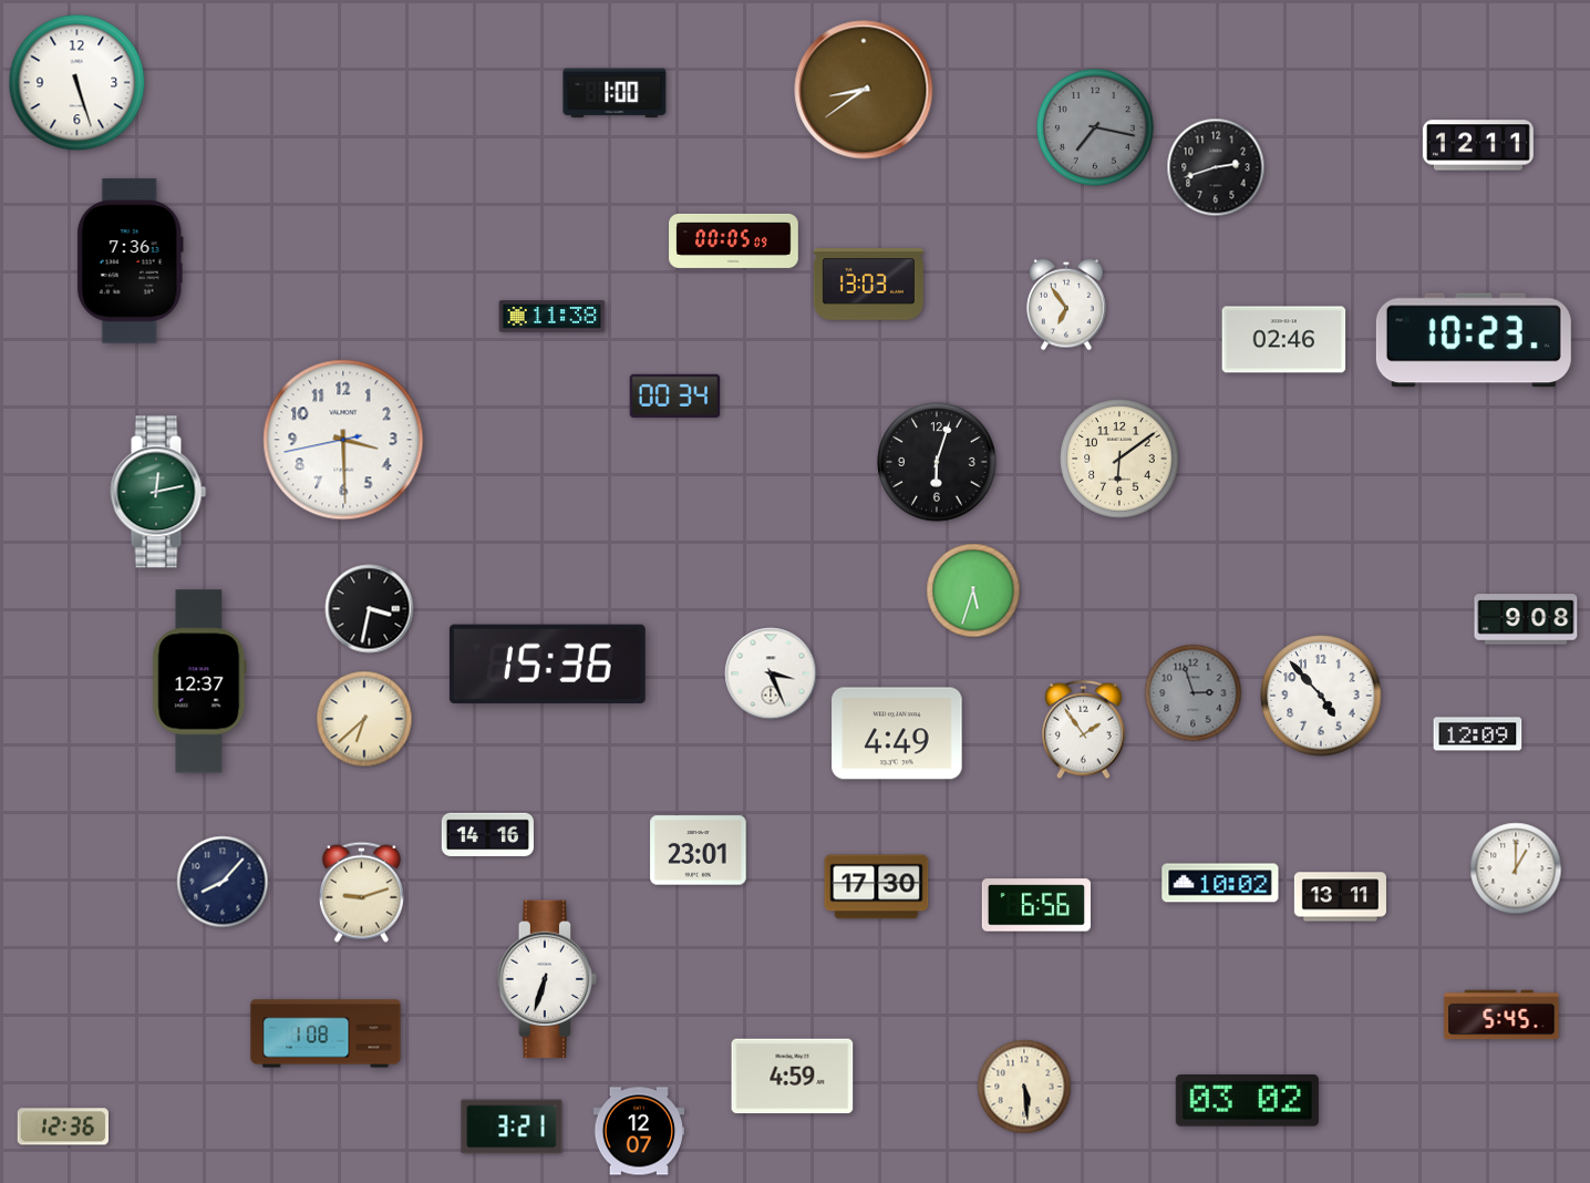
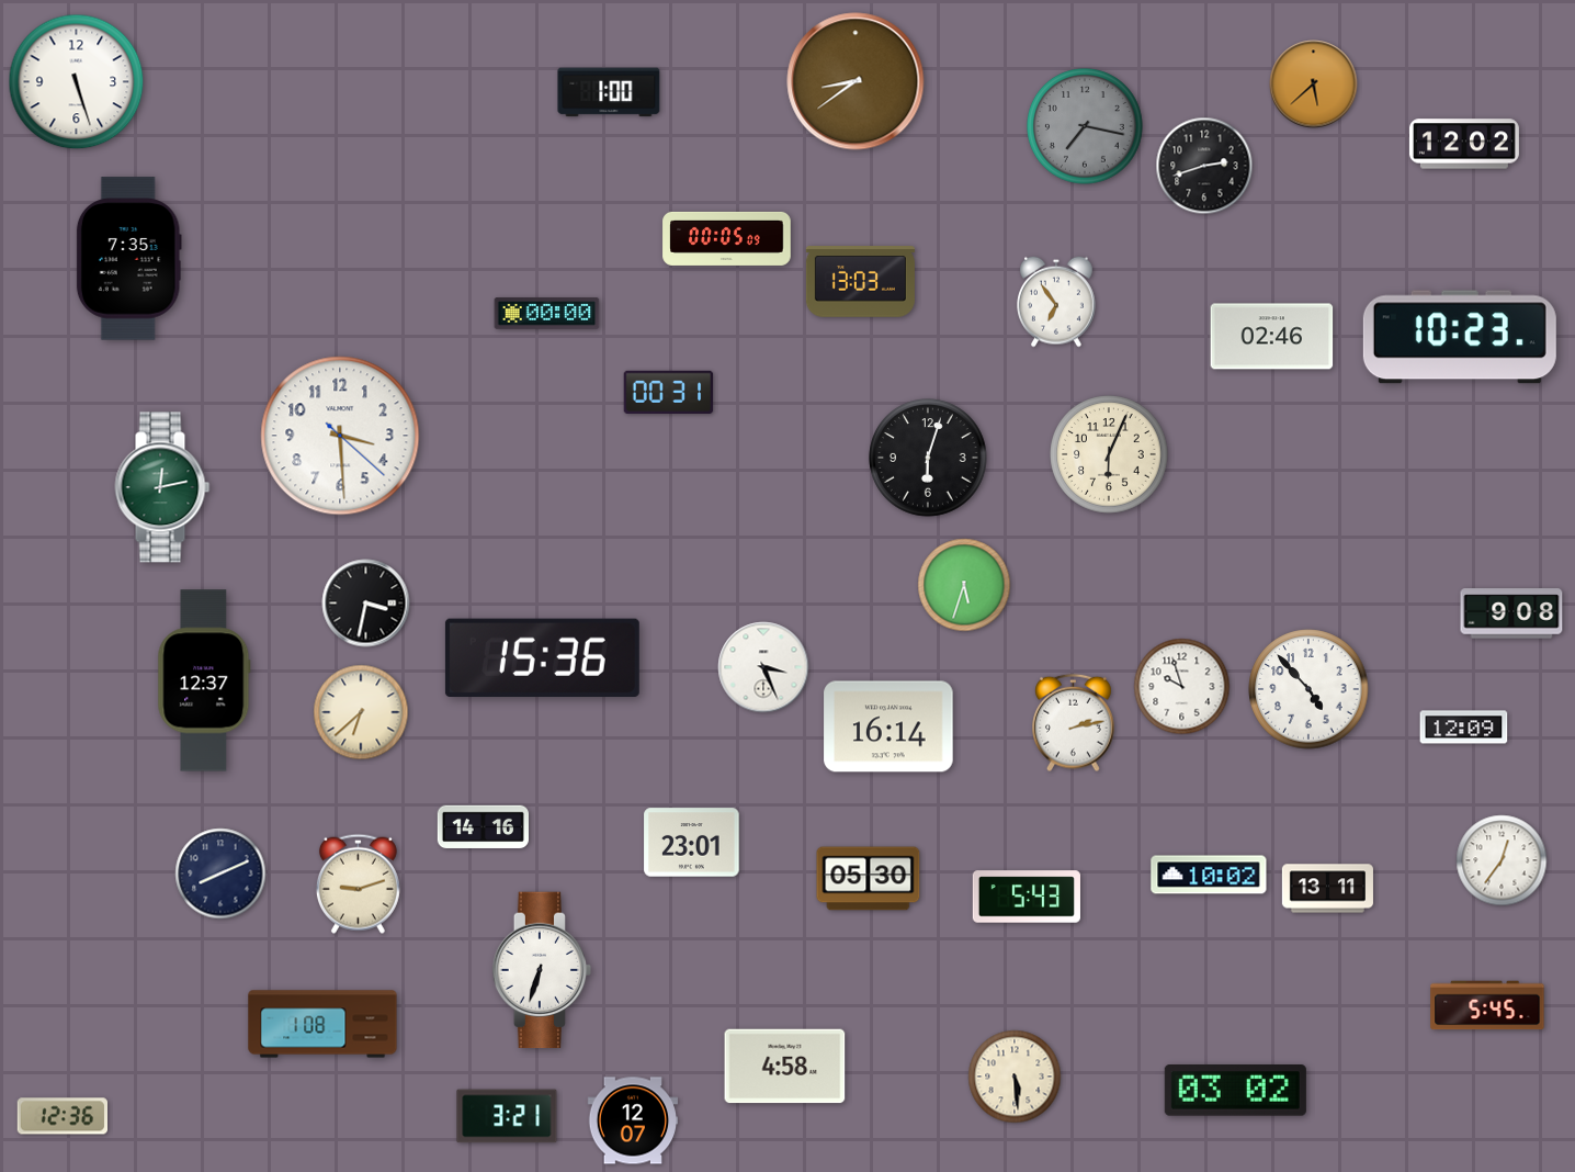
clock at (1314, 84): none -> 5:38
clock at (864, 90) position: (864, 90) -> (856, 81)
clock at (1478, 145): 12:11 -> 12:02
clock at (130, 261): 7:36 -> 7:35
clock at (553, 317): 11:38 -> 00:00
clock at (675, 395): 00:34 -> 00:31
clock at (343, 440): 3:29:43 -> 3:29:22
clock at (1119, 459): 6:09 -> 6:04
clock at (158, 492) position: (158, 492) -> (162, 487)
clock at (199, 681) position: (199, 681) -> (204, 680)
clock at (1194, 693): 2:57 -> 9:57
clock at (1194, 693) dial: grey -> white
clock at (1084, 730): 1:54 -> 2:13
clock at (897, 733): 4:49 -> 16:14
clock at (1516, 868): 1:00 -> 12:36
clock at (223, 882): 8:07 -> 8:11
clock at (877, 887): 17:30 -> 05:30
clock at (1036, 905): 6:56 -> 5:43
clock at (793, 1077): 4:59 -> 4:58
